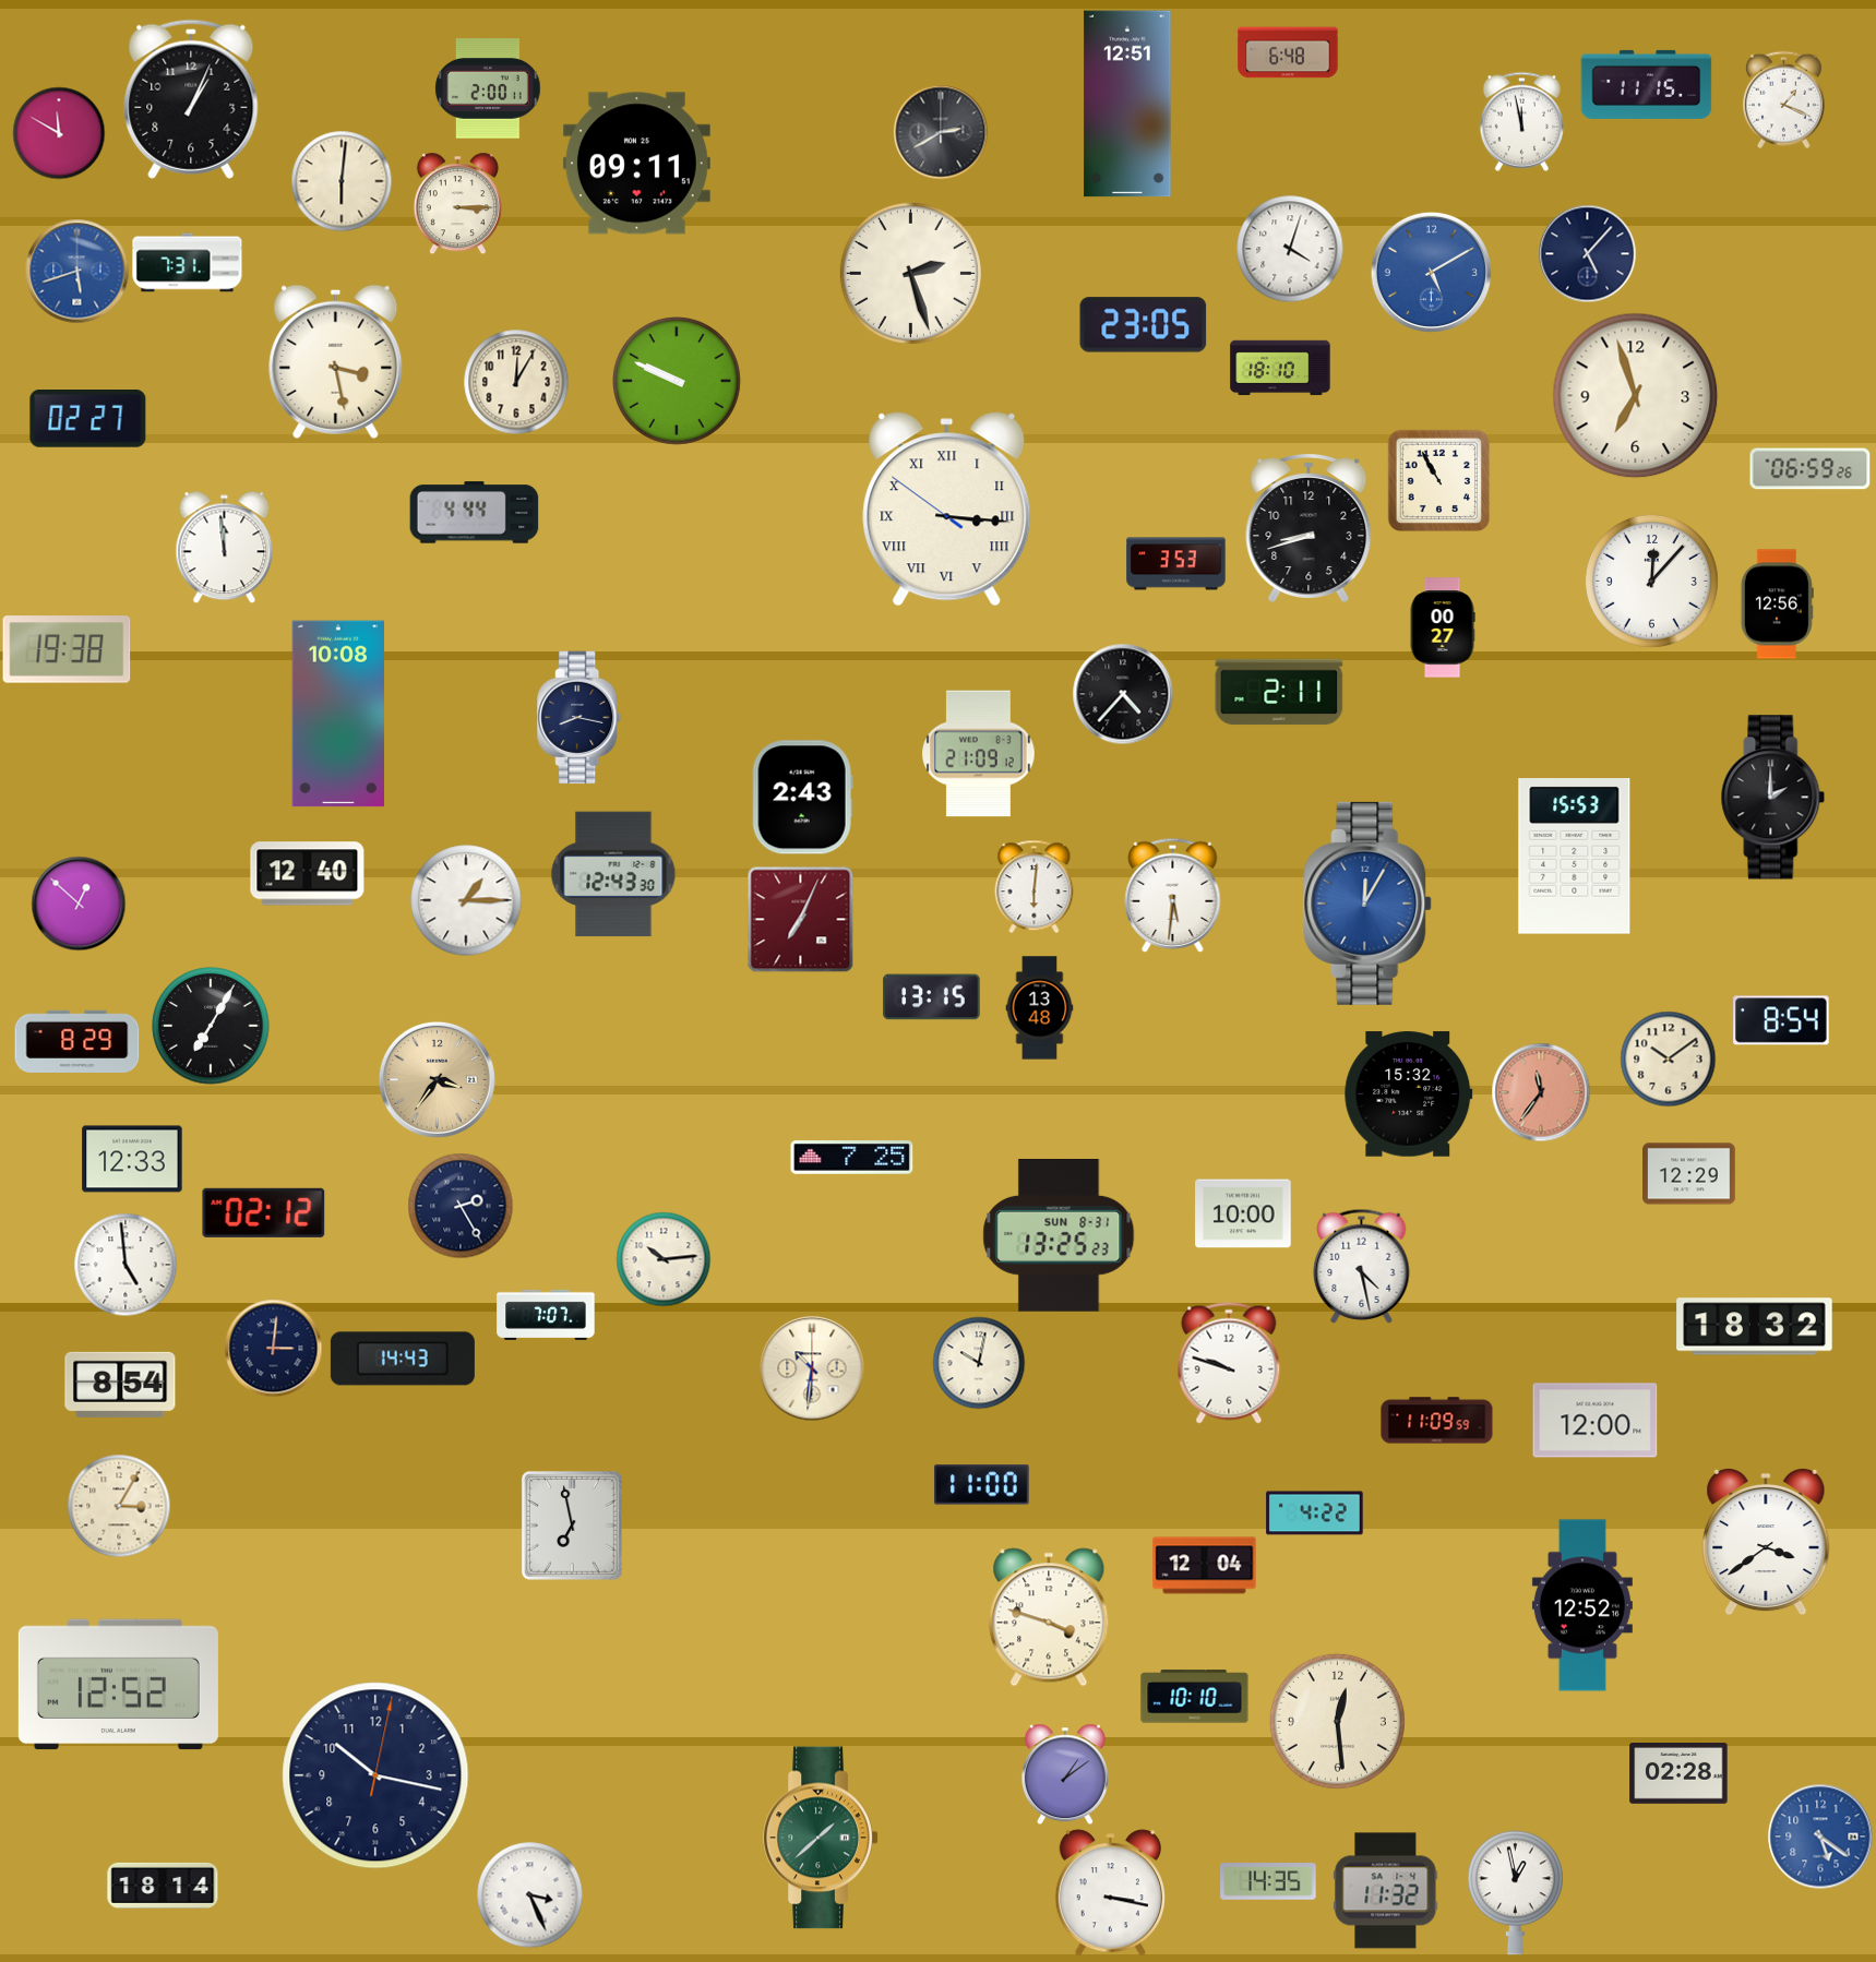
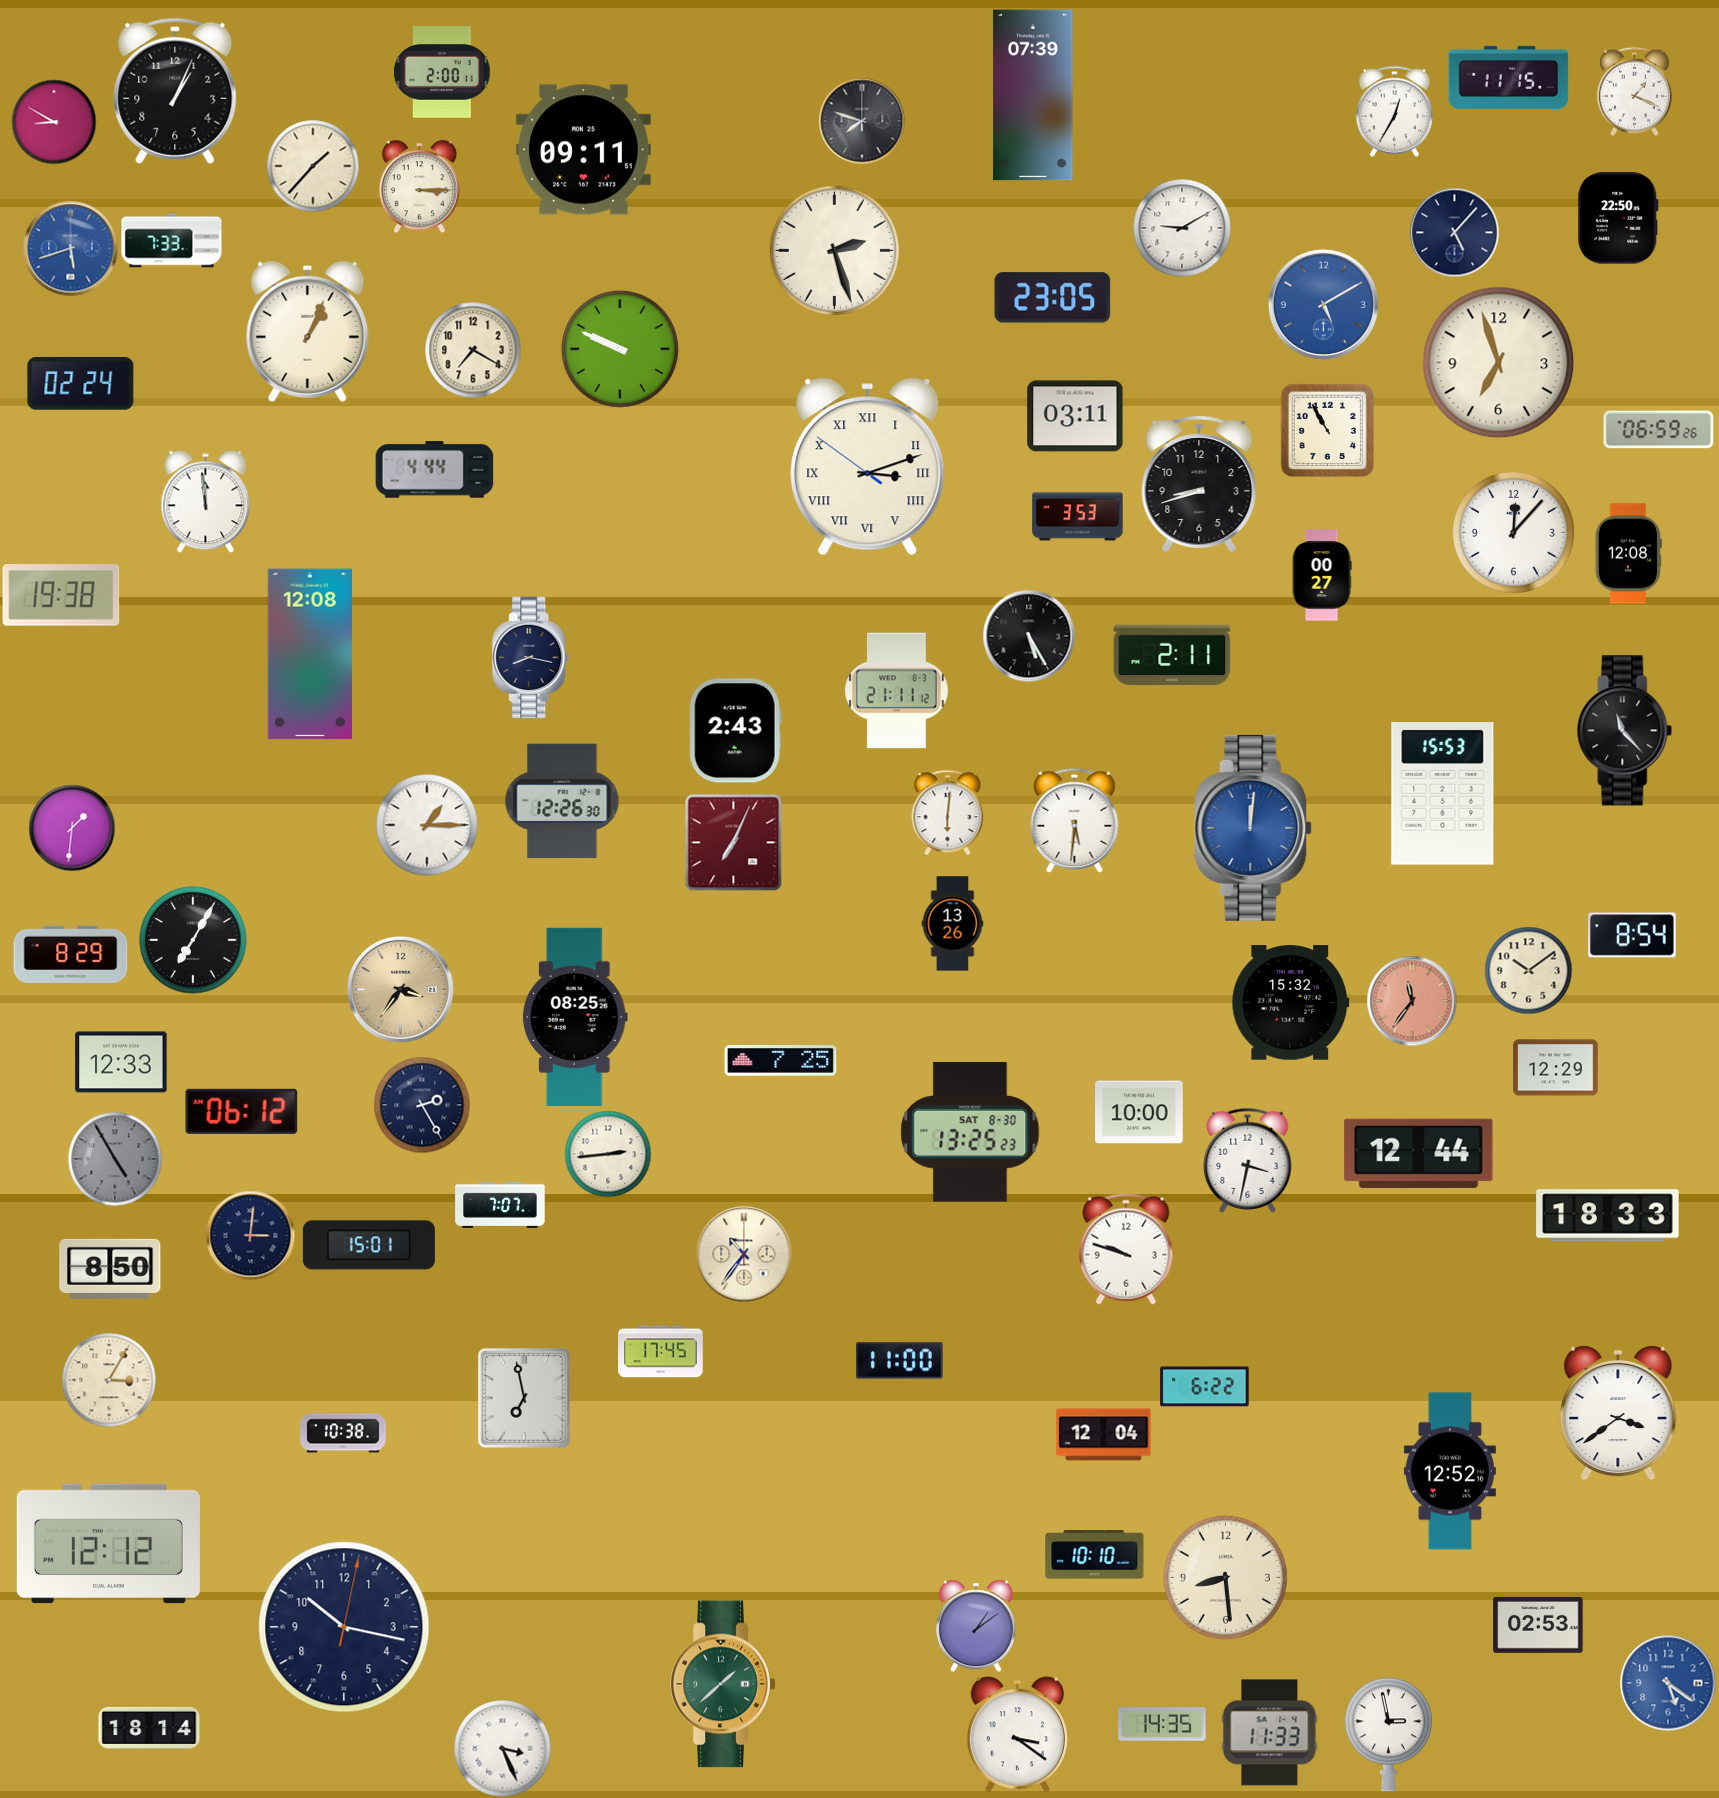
clock at (1288, 52): 6:48 -> none
clock at (488, 89) position: (488, 89) -> (442, 73)
clock at (1127, 104): 12:51 -> 07:39
clock at (1521, 121): 11:58 -> 12:35
clock at (941, 132): 2:40 -> 7:48
clock at (59, 133): 11:50 -> 8:50
clock at (342, 181): 6:01 -> 1:37
clock at (1619, 218): none -> 22:50
clock at (1290, 249): 4:03 -> 9:10
clock at (188, 263): 7:31 -> 7:33
clock at (1431, 272) position: (1431, 272) -> (1323, 304)
clock at (1144, 325) position: (1144, 325) -> (1053, 298)
clock at (336, 361): 3:28 -> 1:04
clock at (1280, 368): 18:10 -> none
clock at (516, 382): 12:05 -> 7:20
clock at (88, 419): 02:27 -> 02:24
clock at (1075, 416): none -> 03:11
clock at (1438, 480) position: (1438, 480) -> (1327, 430)
clock at (947, 510): 3:15 -> 3:11
clock at (1777, 605): 12:56 -> 12:08
clock at (1279, 692) position: (1279, 692) -> (1172, 655)
clock at (1123, 694): 4:37 -> 5:25
clock at (337, 714): 10:08 -> 12:08
clock at (979, 754): 21:09 -> 21:11
clock at (1773, 798): 2:00 -> 11:23
clock at (1575, 857) position: (1575, 857) -> (1443, 794)
clock at (308, 874): 12:40 -> none
clock at (613, 874): 12:43 -> 12:26
clock at (79, 904): 12:52 -> 1:31
clock at (1369, 904): 12:05 -> 12:01
clock at (932, 997): 13:15 -> none
clock at (1040, 1008): 13:48 -> 13:26
clock at (575, 1017): none -> 08:25
clock at (1689, 1174) position: (1689, 1174) -> (1556, 1068)
clock at (264, 1212): 02:12 -> 06:12
clock at (1059, 1236) date: SUN 8-31 -> SAT 8-30
clock at (1419, 1153): none -> 12:44
clock at (664, 1259): 10:14 -> 2:44
clock at (126, 1265): 4:59 -> 4:55
clock at (126, 1265) dial: white -> grey
clock at (1362, 1266): 4:28 -> 3:32
clock at (1755, 1327): 18:32 -> 18:33
clock at (403, 1359): 14:43 -> 15:01
clock at (979, 1363): 10:02 -> none
clock at (812, 1368): 10:31 -> 10:36
clock at (120, 1385): 8:54 -> 8:50
clock at (1437, 1421): 11:09 -> none
clock at (1596, 1421): 12:00 -> none
clock at (661, 1352): none -> 17:45
clock at (1315, 1514): 4:22 -> 6:22
clock at (343, 1433): none -> 10:38
clock at (1049, 1617): 3:48 -> none
clock at (118, 1685): 12:52 -> 12:12
clock at (1337, 1721): 12:29 -> 8:29
clock at (1678, 1774): 02:28 -> 02:53
clock at (821, 1838) position: (821, 1838) -> (723, 1684)
clock at (1386, 1891): 11:32 -> 11:33
clock at (1110, 1893): 3:17 -> 3:21
clock at (1515, 1893): 12:58 -> 2:58
clock at (529, 1894) position: (529, 1894) -> (502, 1748)
